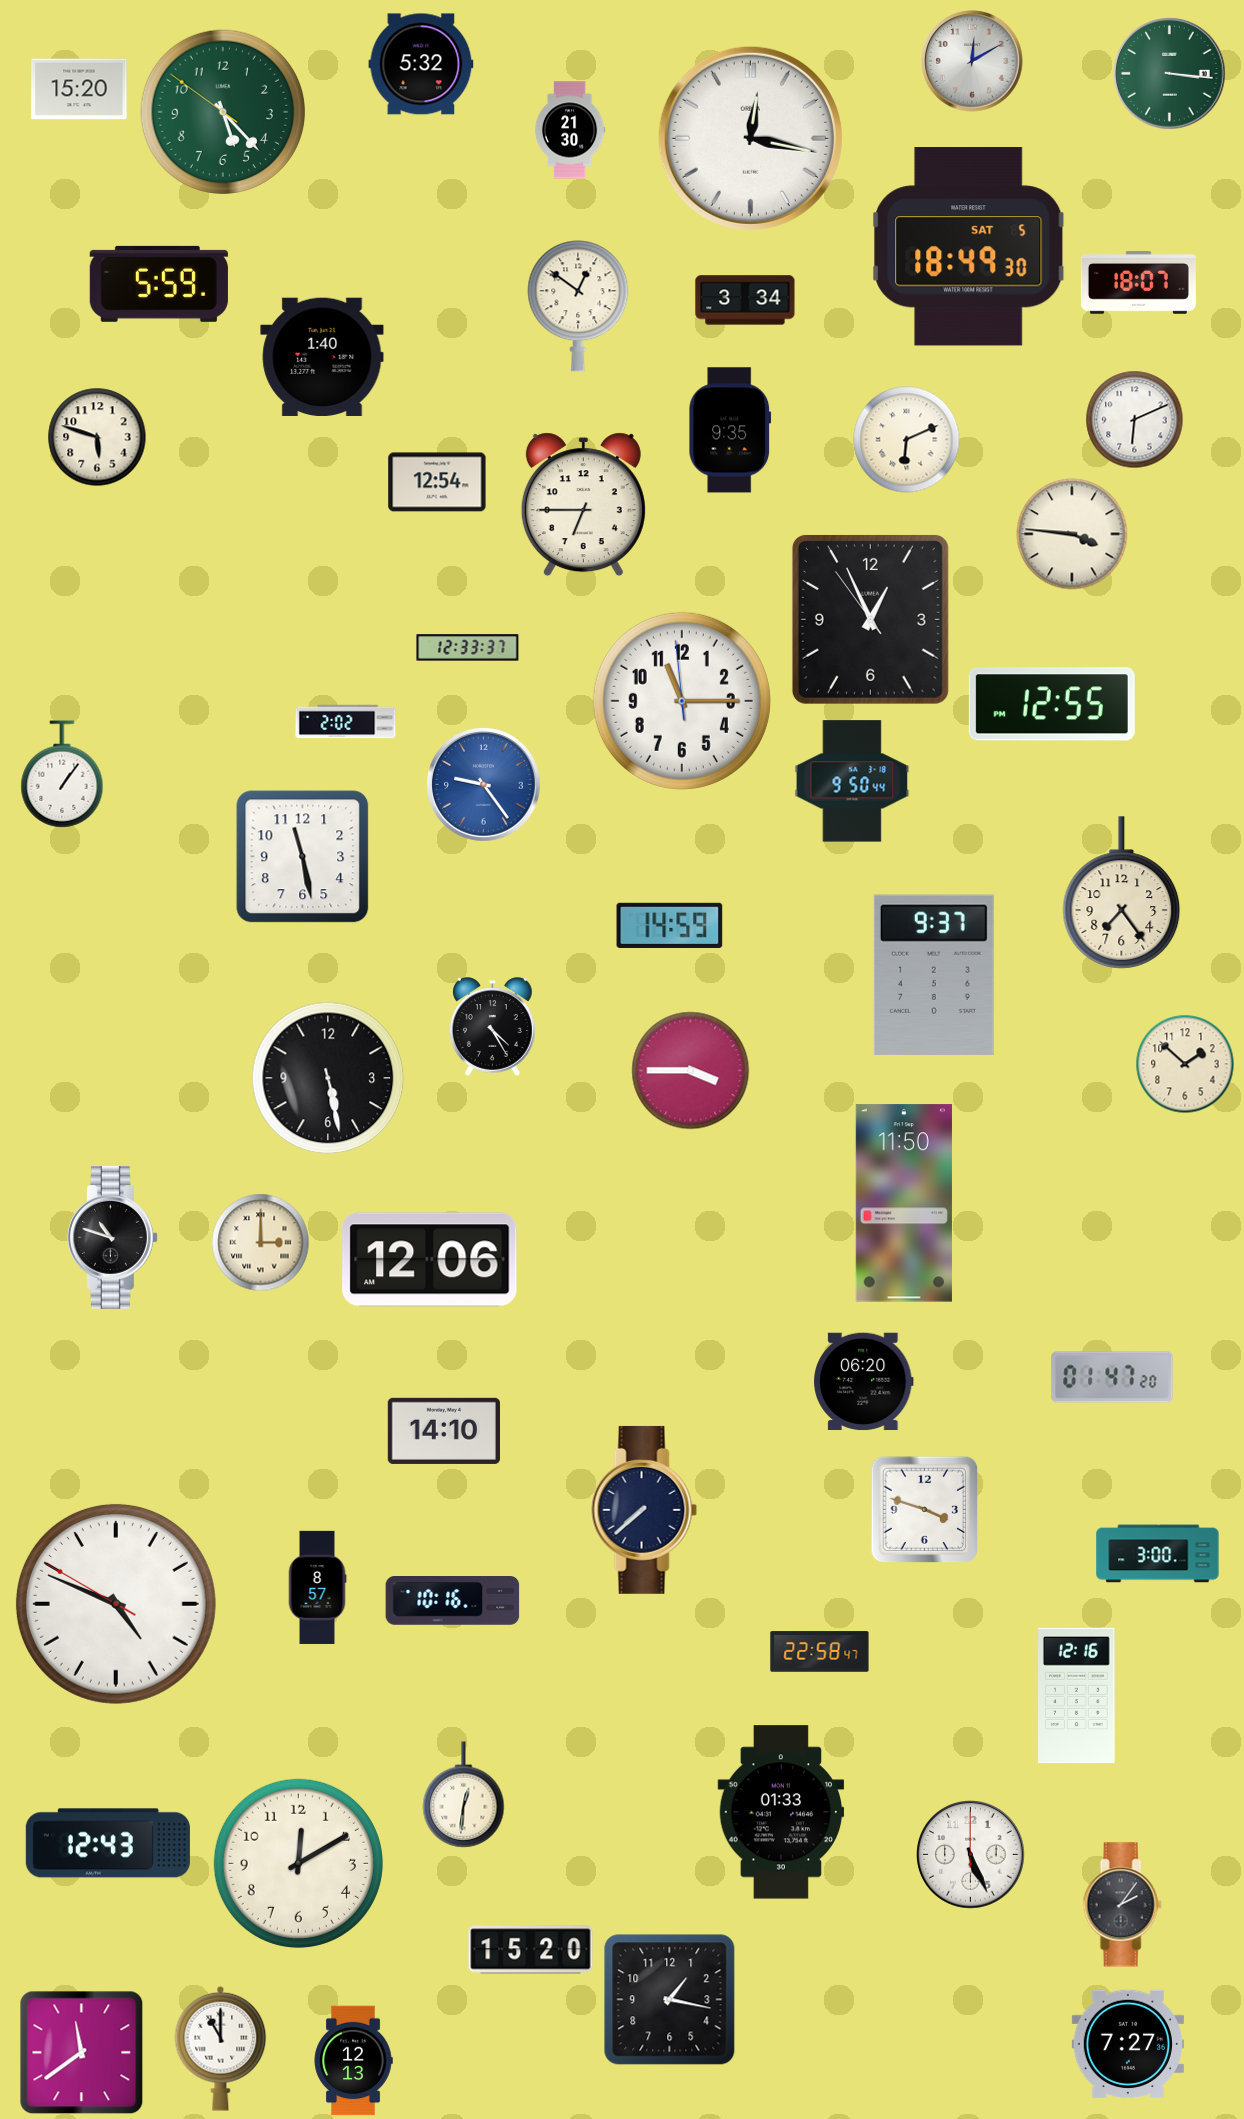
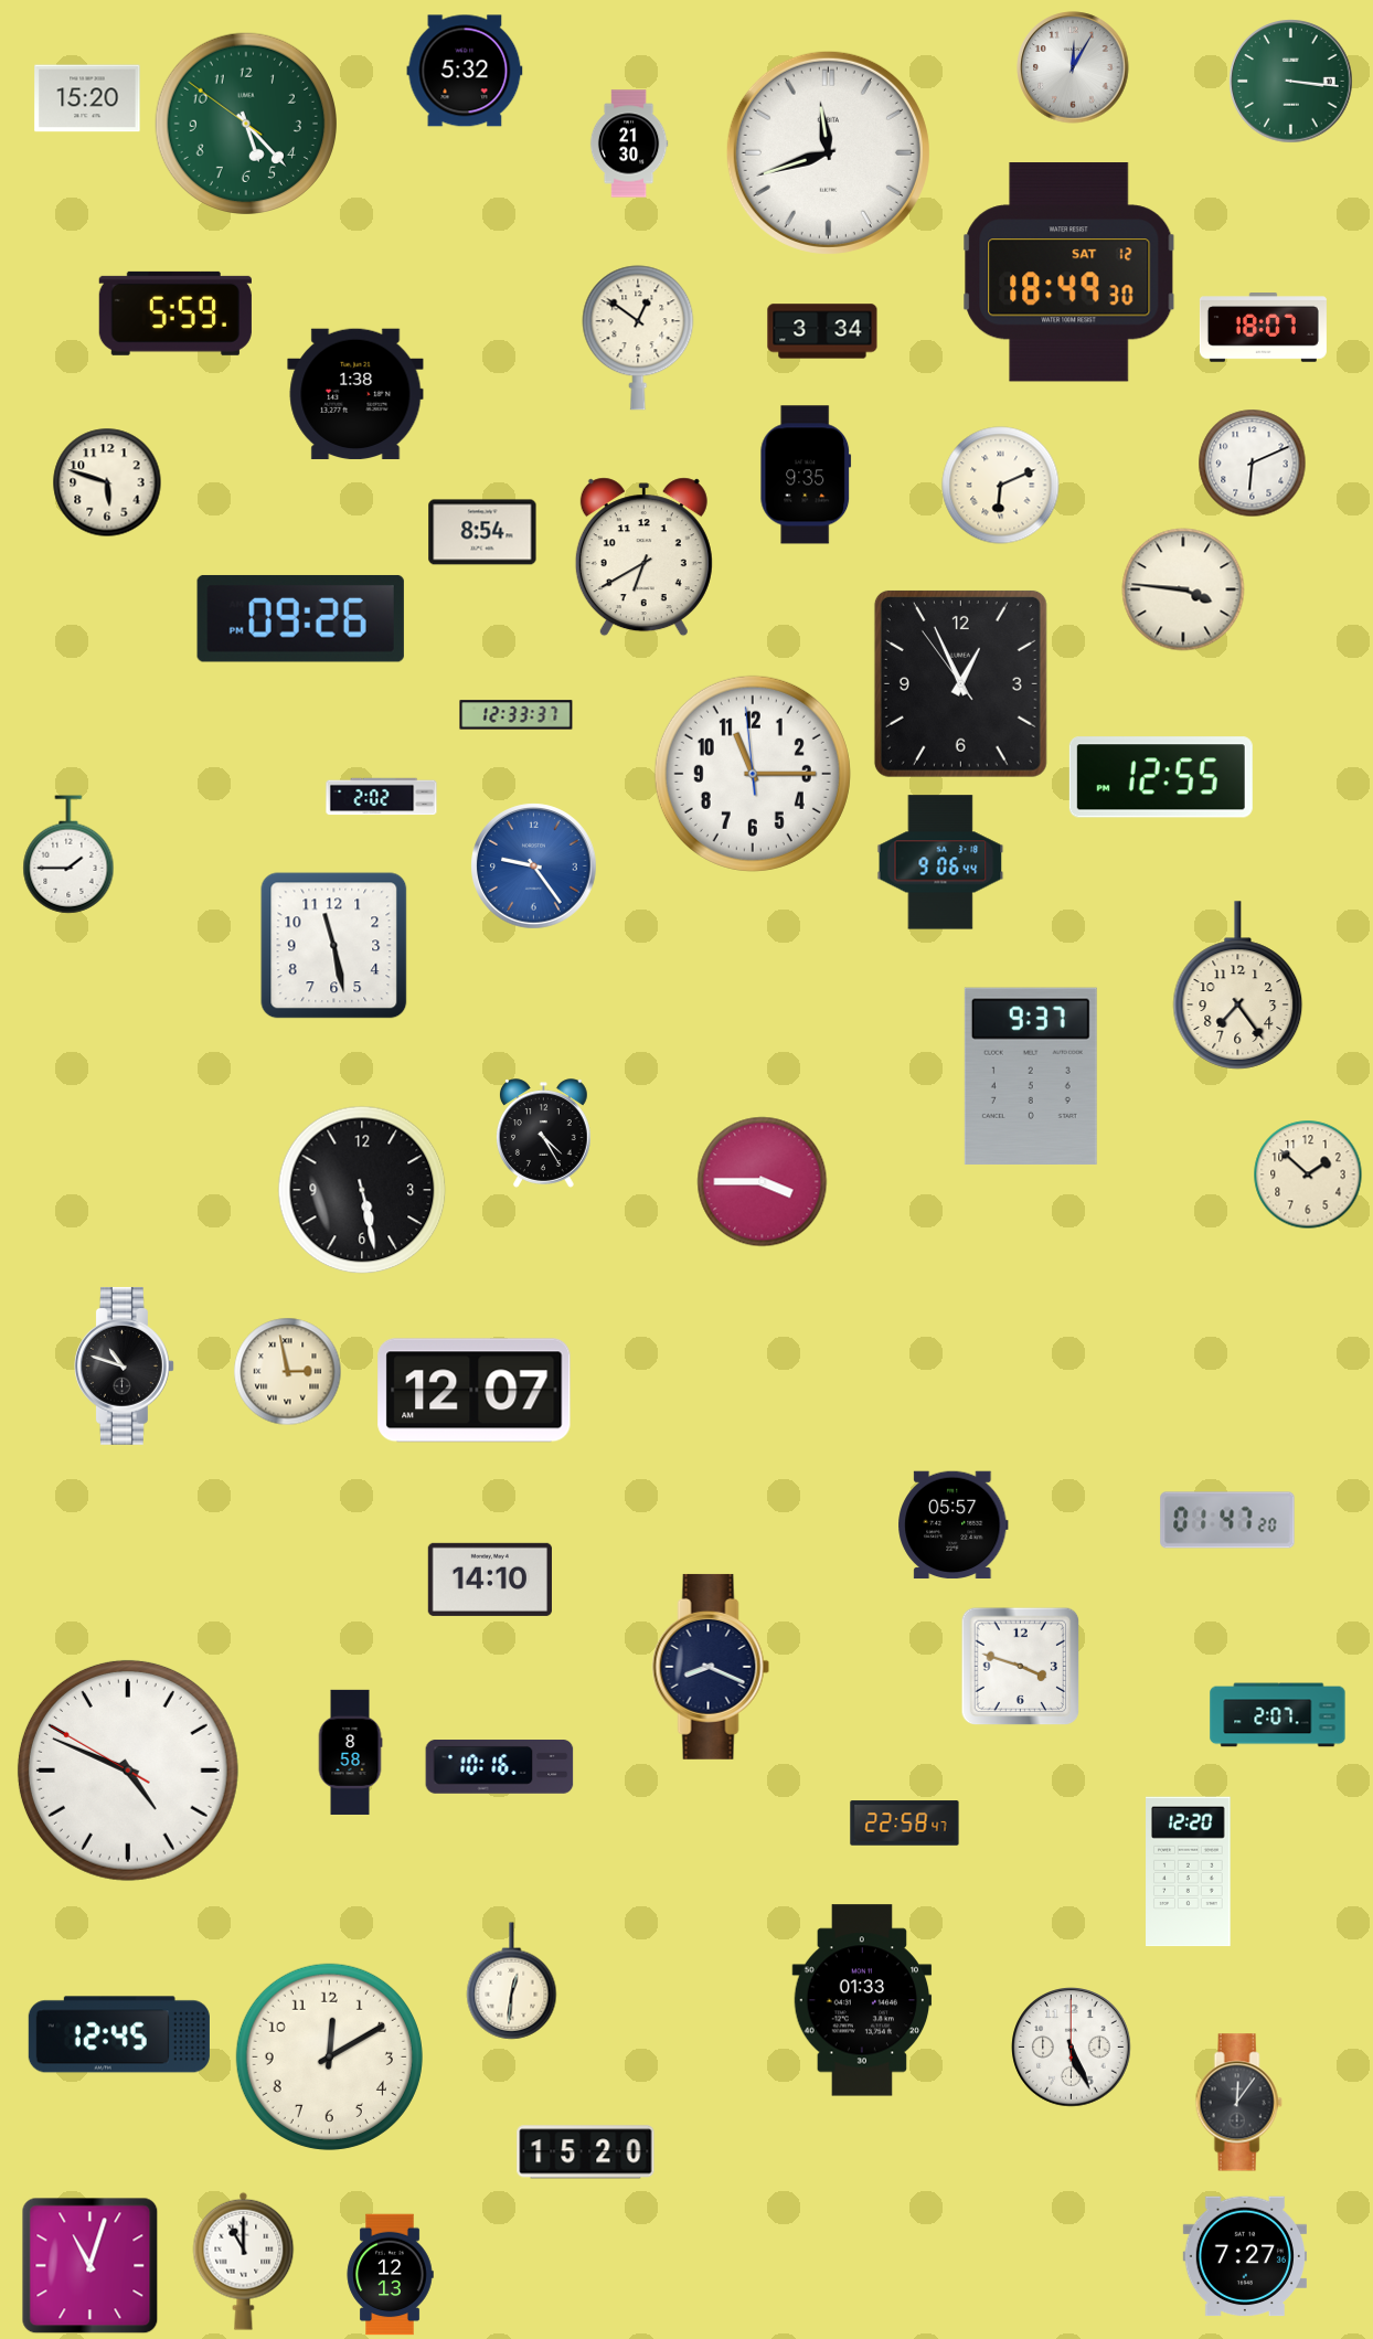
clock at (972, 61): 12:10 -> 12:05
clock at (750, 138): 12:17 -> 11:42
clock at (969, 247) date: SAT 5 -> SAT 12
clock at (1138, 283) position: (1138, 283) -> (1263, 328)
clock at (322, 357): 1:40 -> 1:38
clock at (437, 482): 12:54 -> 8:54
clock at (583, 505): 6:45 -> 6:40
clock at (300, 618): none -> 09:26
clock at (62, 774): 1:06 -> 1:45
clock at (852, 781): 9:50 -> 9:06
clock at (670, 925): 14:59 -> none
clock at (904, 1203): 11:50 -> none
clock at (261, 1243): 3:00 -> 2:58
clock at (430, 1260): 12:06 -> 12:07
clock at (864, 1382): 06:20 -> 05:57
clock at (644, 1510): 7:38 -> 8:19
clock at (1158, 1554): 3:00 -> 2:07
clock at (317, 1587): 8:57 -> 8:58
clock at (1077, 1696): 12:16 -> 12:20
clock at (108, 1843): 12:43 -> 12:45
clock at (1122, 1905): 2:06 -> 12:06
clock at (670, 2000): 1:17 -> none
clock at (82, 2053): 11:39 -> 11:03
